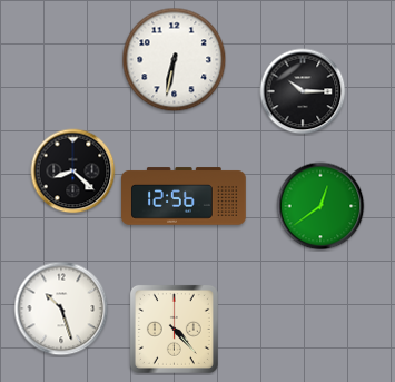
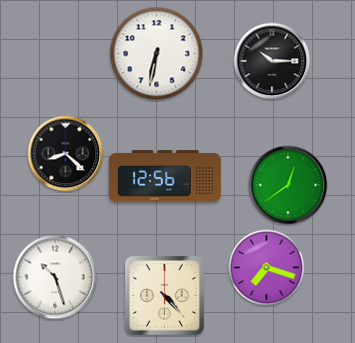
clock at (303, 91) position: (303, 91) -> (272, 61)
clock at (267, 268): none -> 7:18
clock at (174, 329) position: (174, 329) -> (164, 295)
